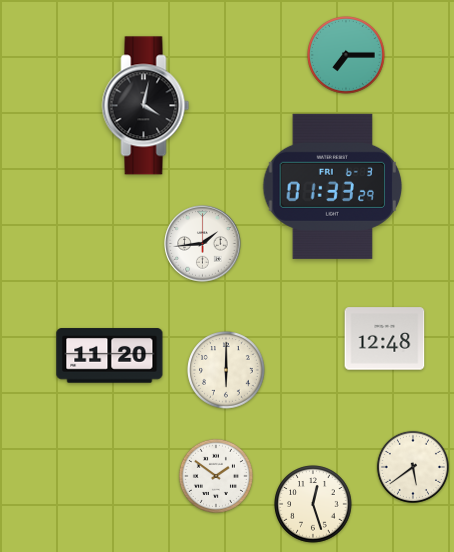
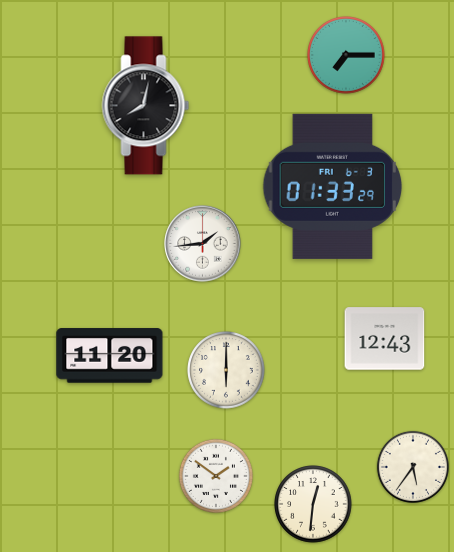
clock at (146, 106): 4:02 -> 8:02
clock at (385, 339): 12:48 -> 12:43
clock at (412, 466): 5:39 -> 5:36
clock at (313, 504): 12:27 -> 12:31
